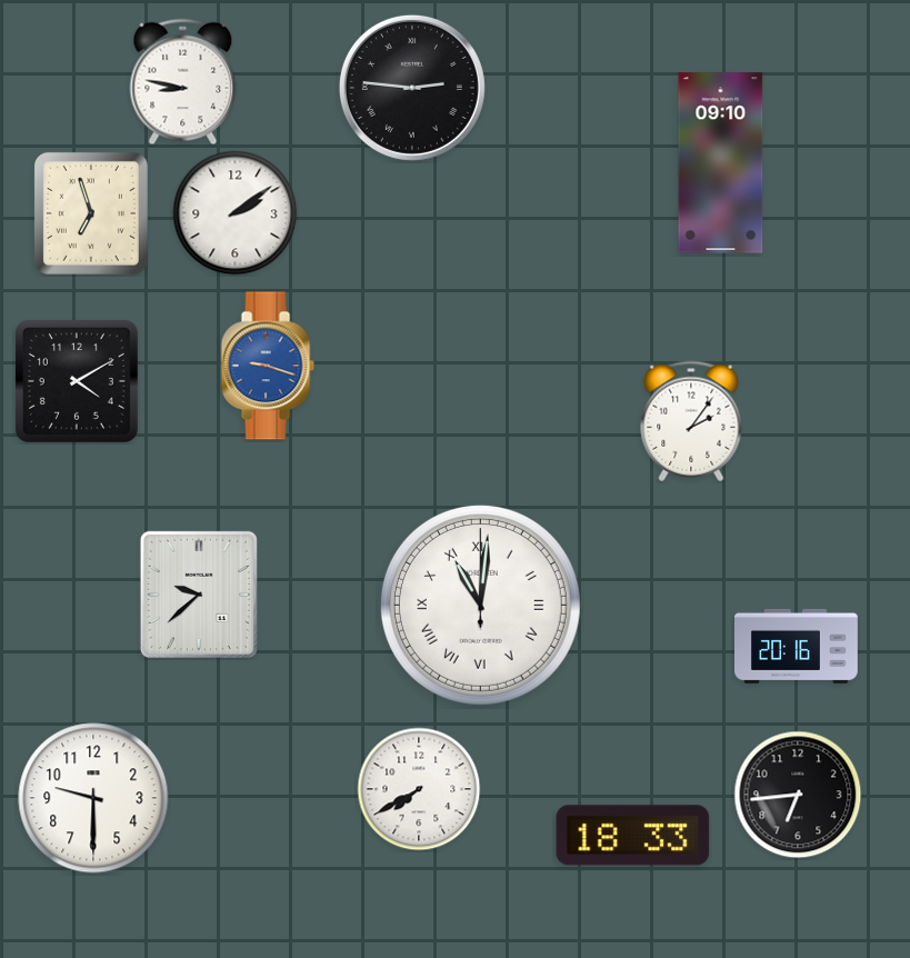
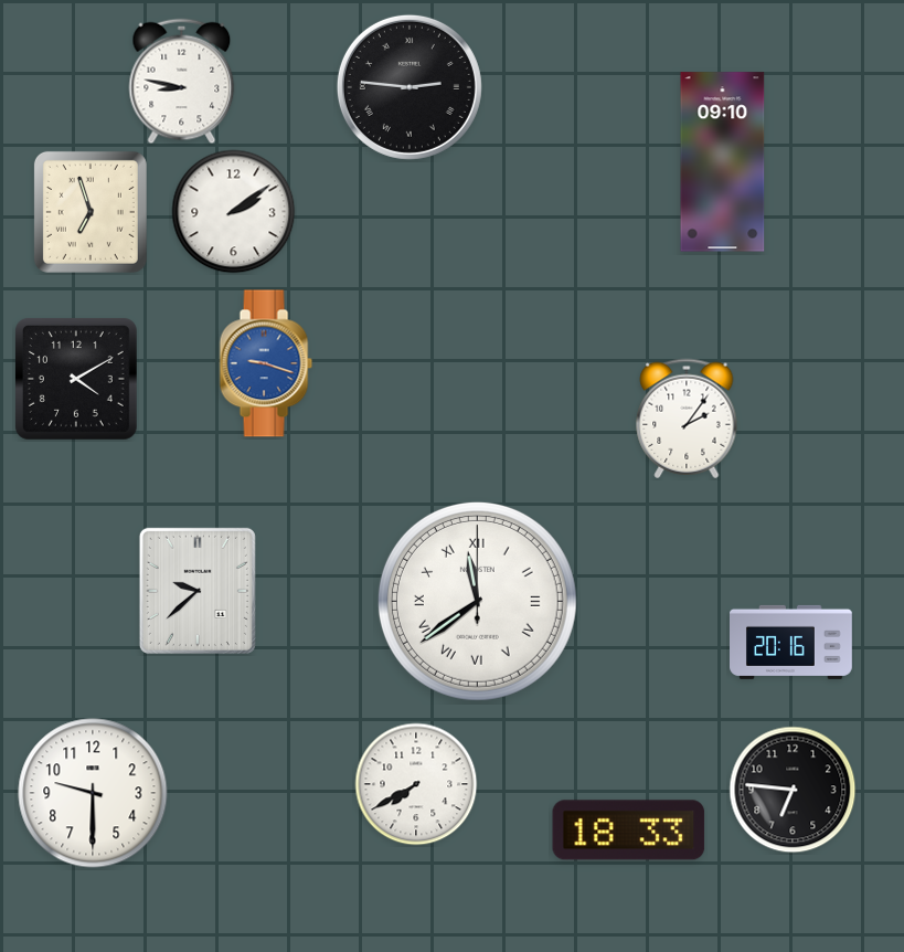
clock at (721, 163) position: (721, 163) -> (723, 162)
clock at (480, 605): 11:01 -> 11:39
clock at (798, 795): 6:44 -> 6:46
